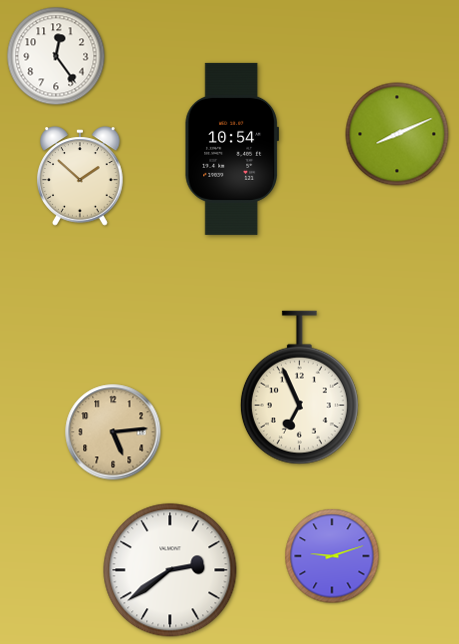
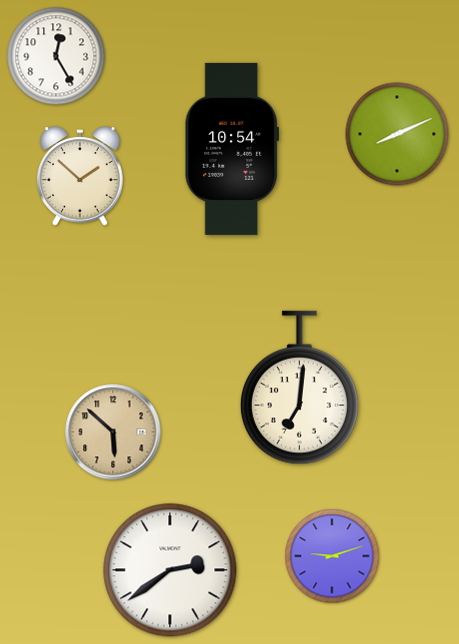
clock at (56, 56): 12:24 -> 12:25
clock at (299, 388): 6:56 -> 7:01
clock at (113, 432): 5:14 -> 5:52
